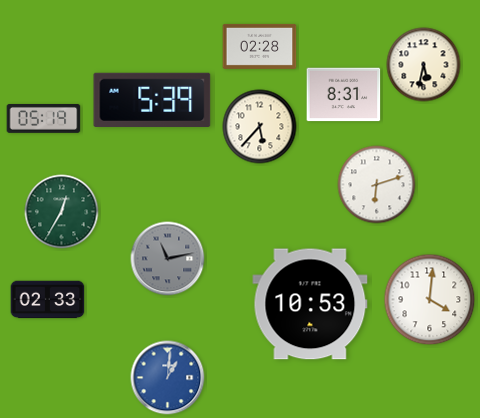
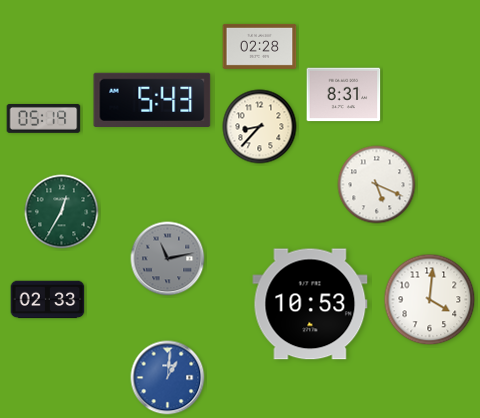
clock at (424, 65): 5:32 -> none
clock at (152, 100): 5:39 -> 5:43
clock at (260, 127): 5:37 -> 8:37
clock at (377, 185): 6:12 -> 5:19
